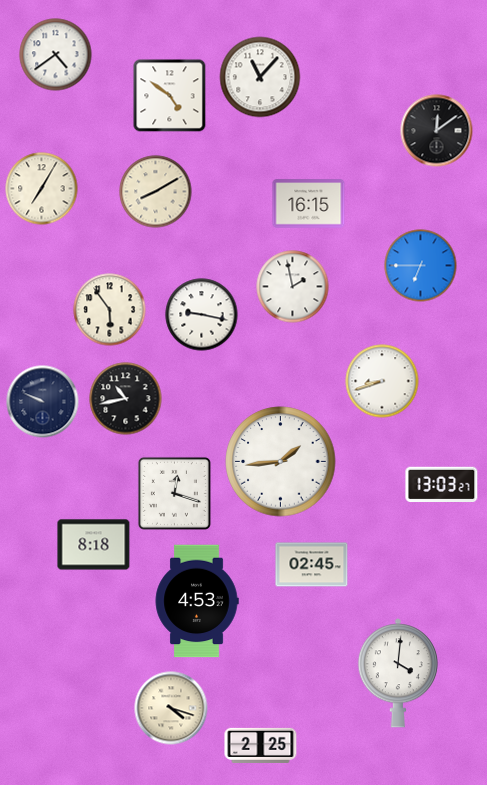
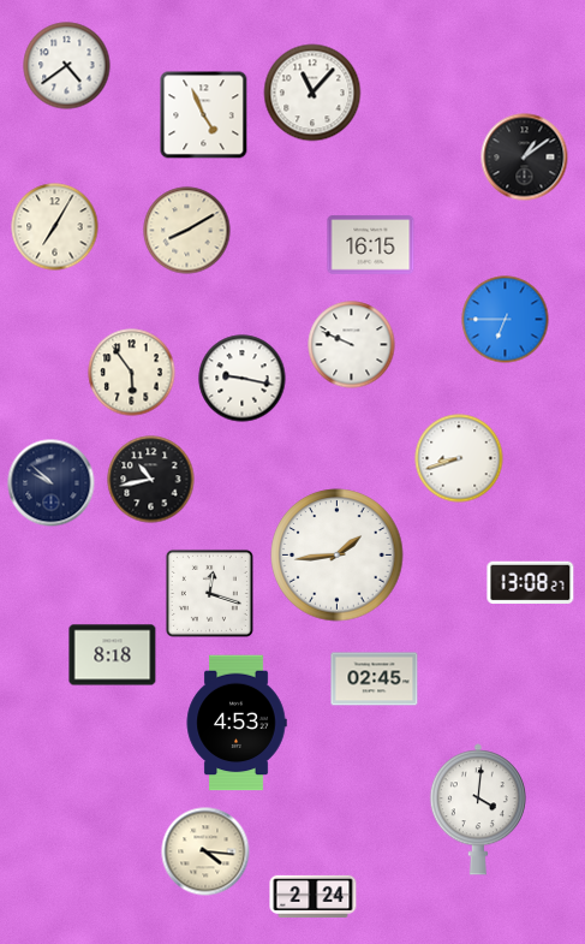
clock at (170, 96): 4:51 -> 4:56
clock at (437, 131): 12:09 -> 1:09
clock at (42, 189) position: (42, 189) -> (55, 227)
clock at (293, 287): 1:58 -> 9:49
clock at (43, 402): 9:49 -> 9:52
clock at (442, 484): 13:03 -> 13:08
clock at (171, 708): 4:18 -> 4:16
clock at (261, 745): 2:25 -> 2:24
